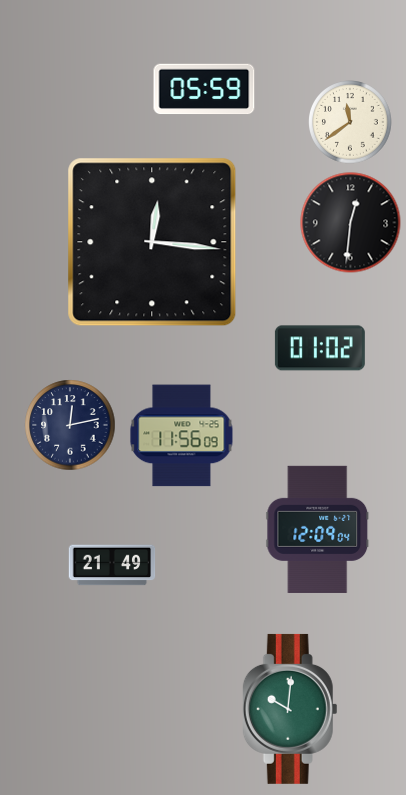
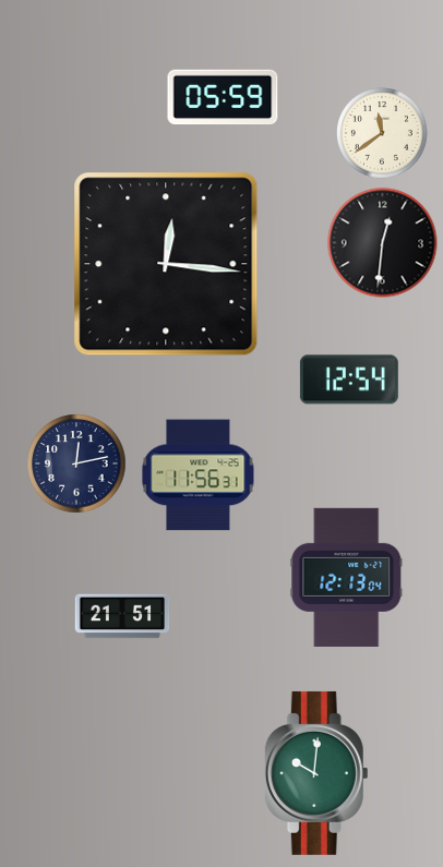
clock at (320, 348): 01:02 -> 12:54
clock at (182, 436): 11:56:09 -> 11:56:31
clock at (318, 529): 12:09 -> 12:13
clock at (112, 565): 21:49 -> 21:51
